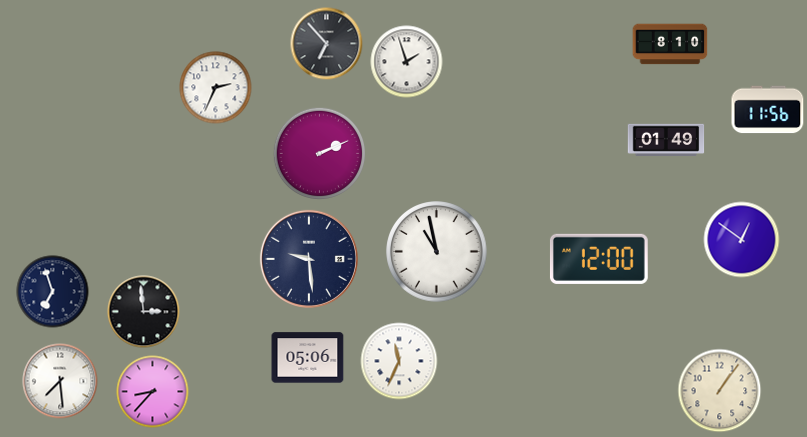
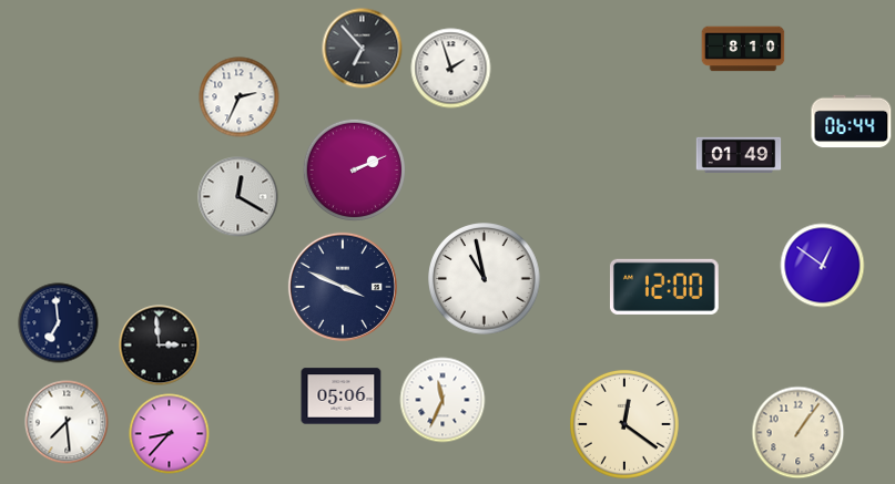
clock at (768, 110): 11:56 -> 06:44
clock at (238, 197): none -> 12:20
clock at (309, 259): 9:29 -> 3:49
clock at (53, 292): 6:57 -> 6:59
clock at (624, 424): none -> 12:21
